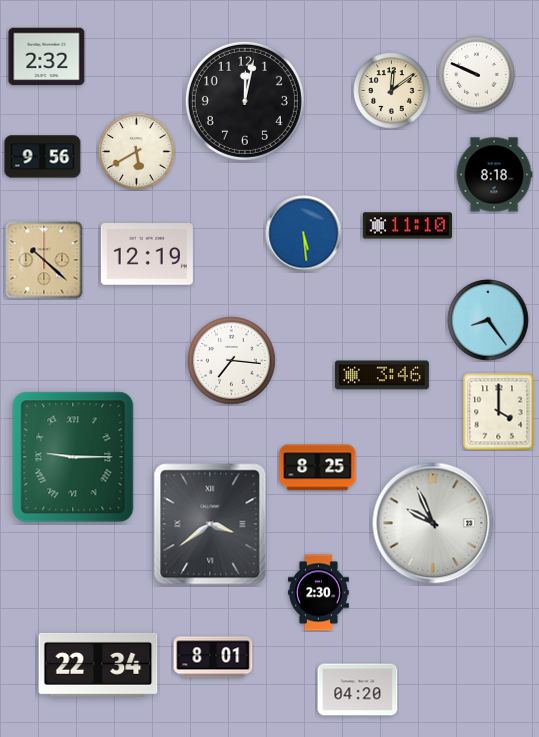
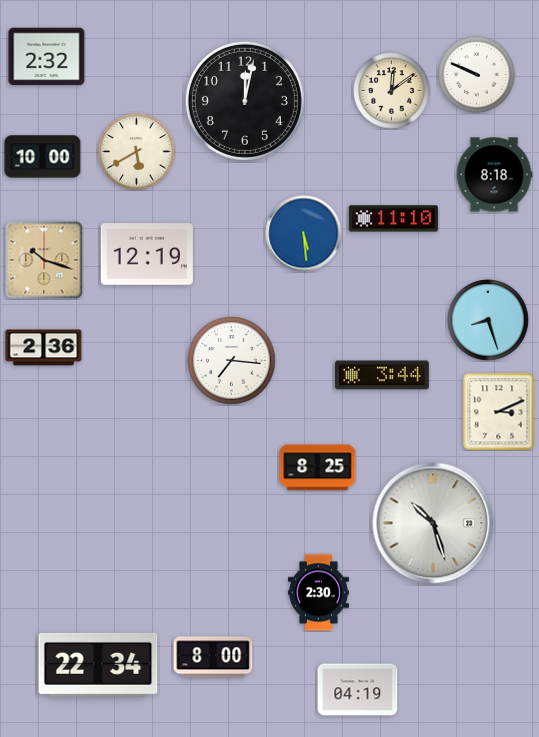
clock at (43, 157): 9:56 -> 10:00
clock at (407, 226) position: (407, 226) -> (393, 219)
clock at (44, 260): 10:22 -> 10:18
clock at (488, 320): 8:24 -> 8:27
clock at (44, 348): none -> 2:36
clock at (382, 375): 3:46 -> 3:44
clock at (499, 412): 4:00 -> 3:11
clock at (73, 457): 9:15 -> none
clock at (433, 523): 9:56 -> 10:27
clock at (210, 524): 3:39 -> none
clock at (213, 657): 8:01 -> 8:00
clock at (358, 690): 04:20 -> 04:19
